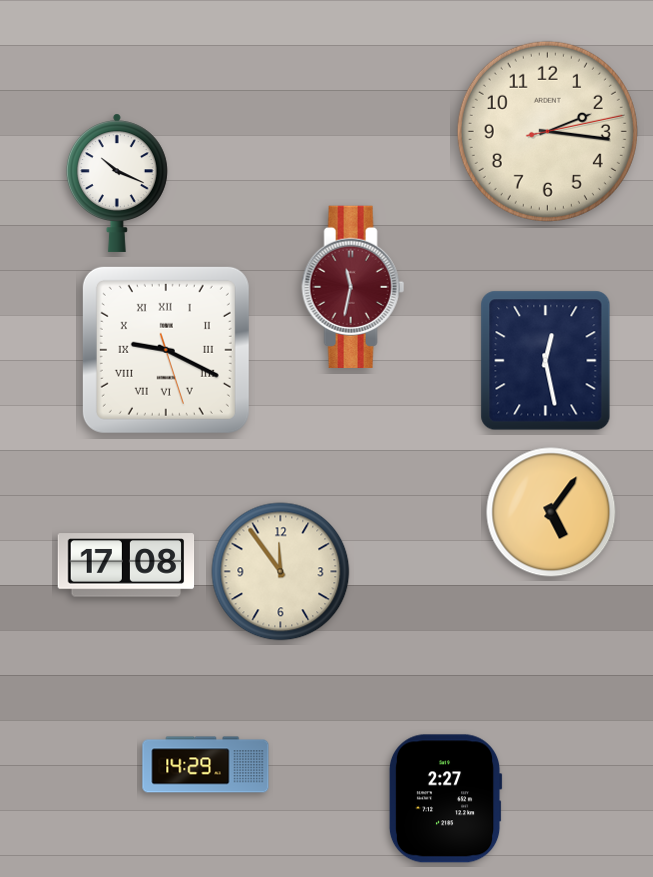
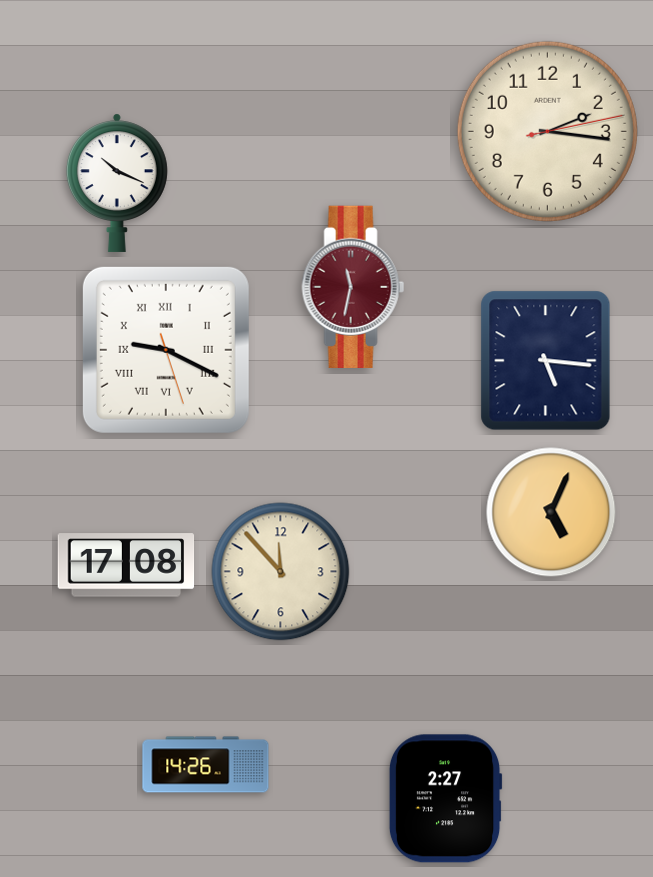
clock at (546, 361): 12:28 -> 5:16
clock at (551, 512): 5:06 -> 5:04
clock at (281, 572): 11:54 -> 11:53
clock at (206, 765): 14:29 -> 14:26
